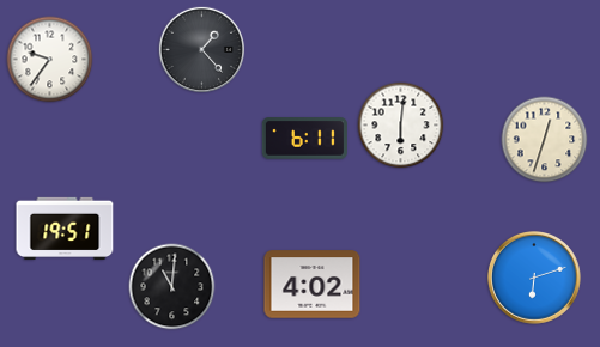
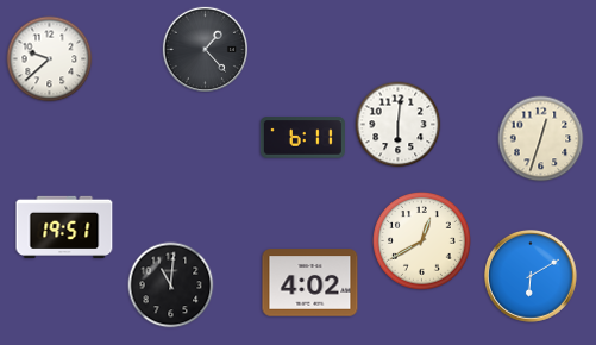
clock at (201, 49) position: (201, 49) -> (205, 49)
clock at (50, 60): 9:36 -> 9:38
clock at (422, 241): none -> 12:40
clock at (535, 279): 6:12 -> 6:10
